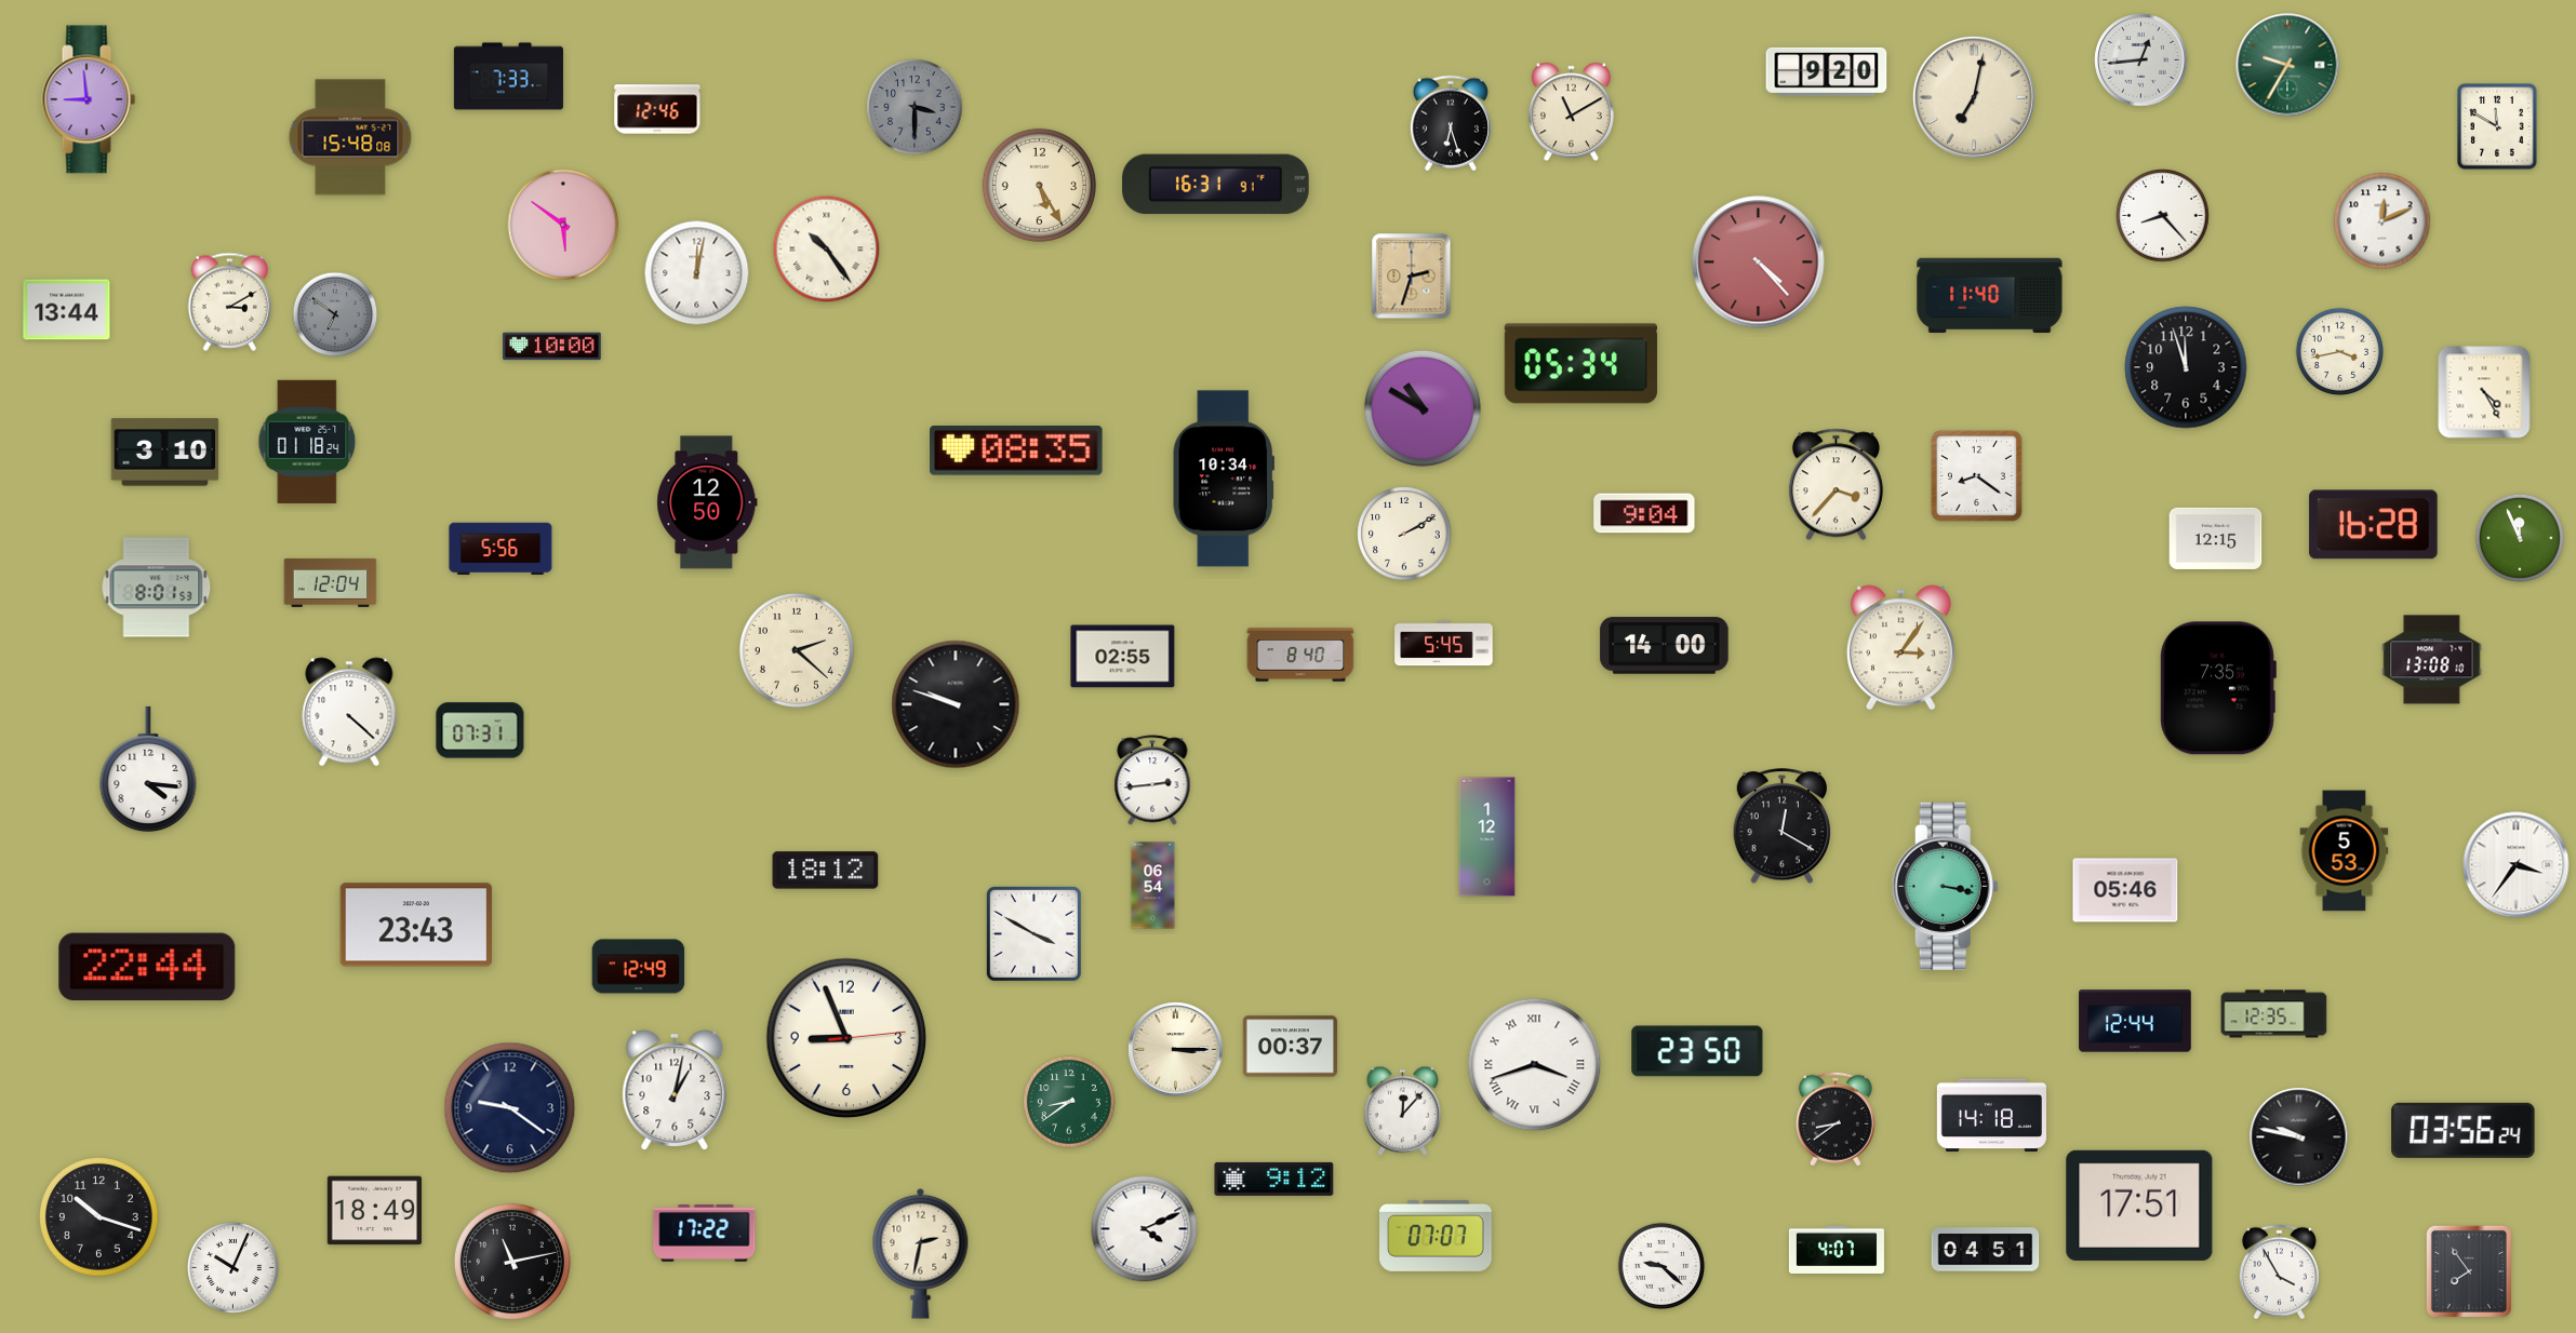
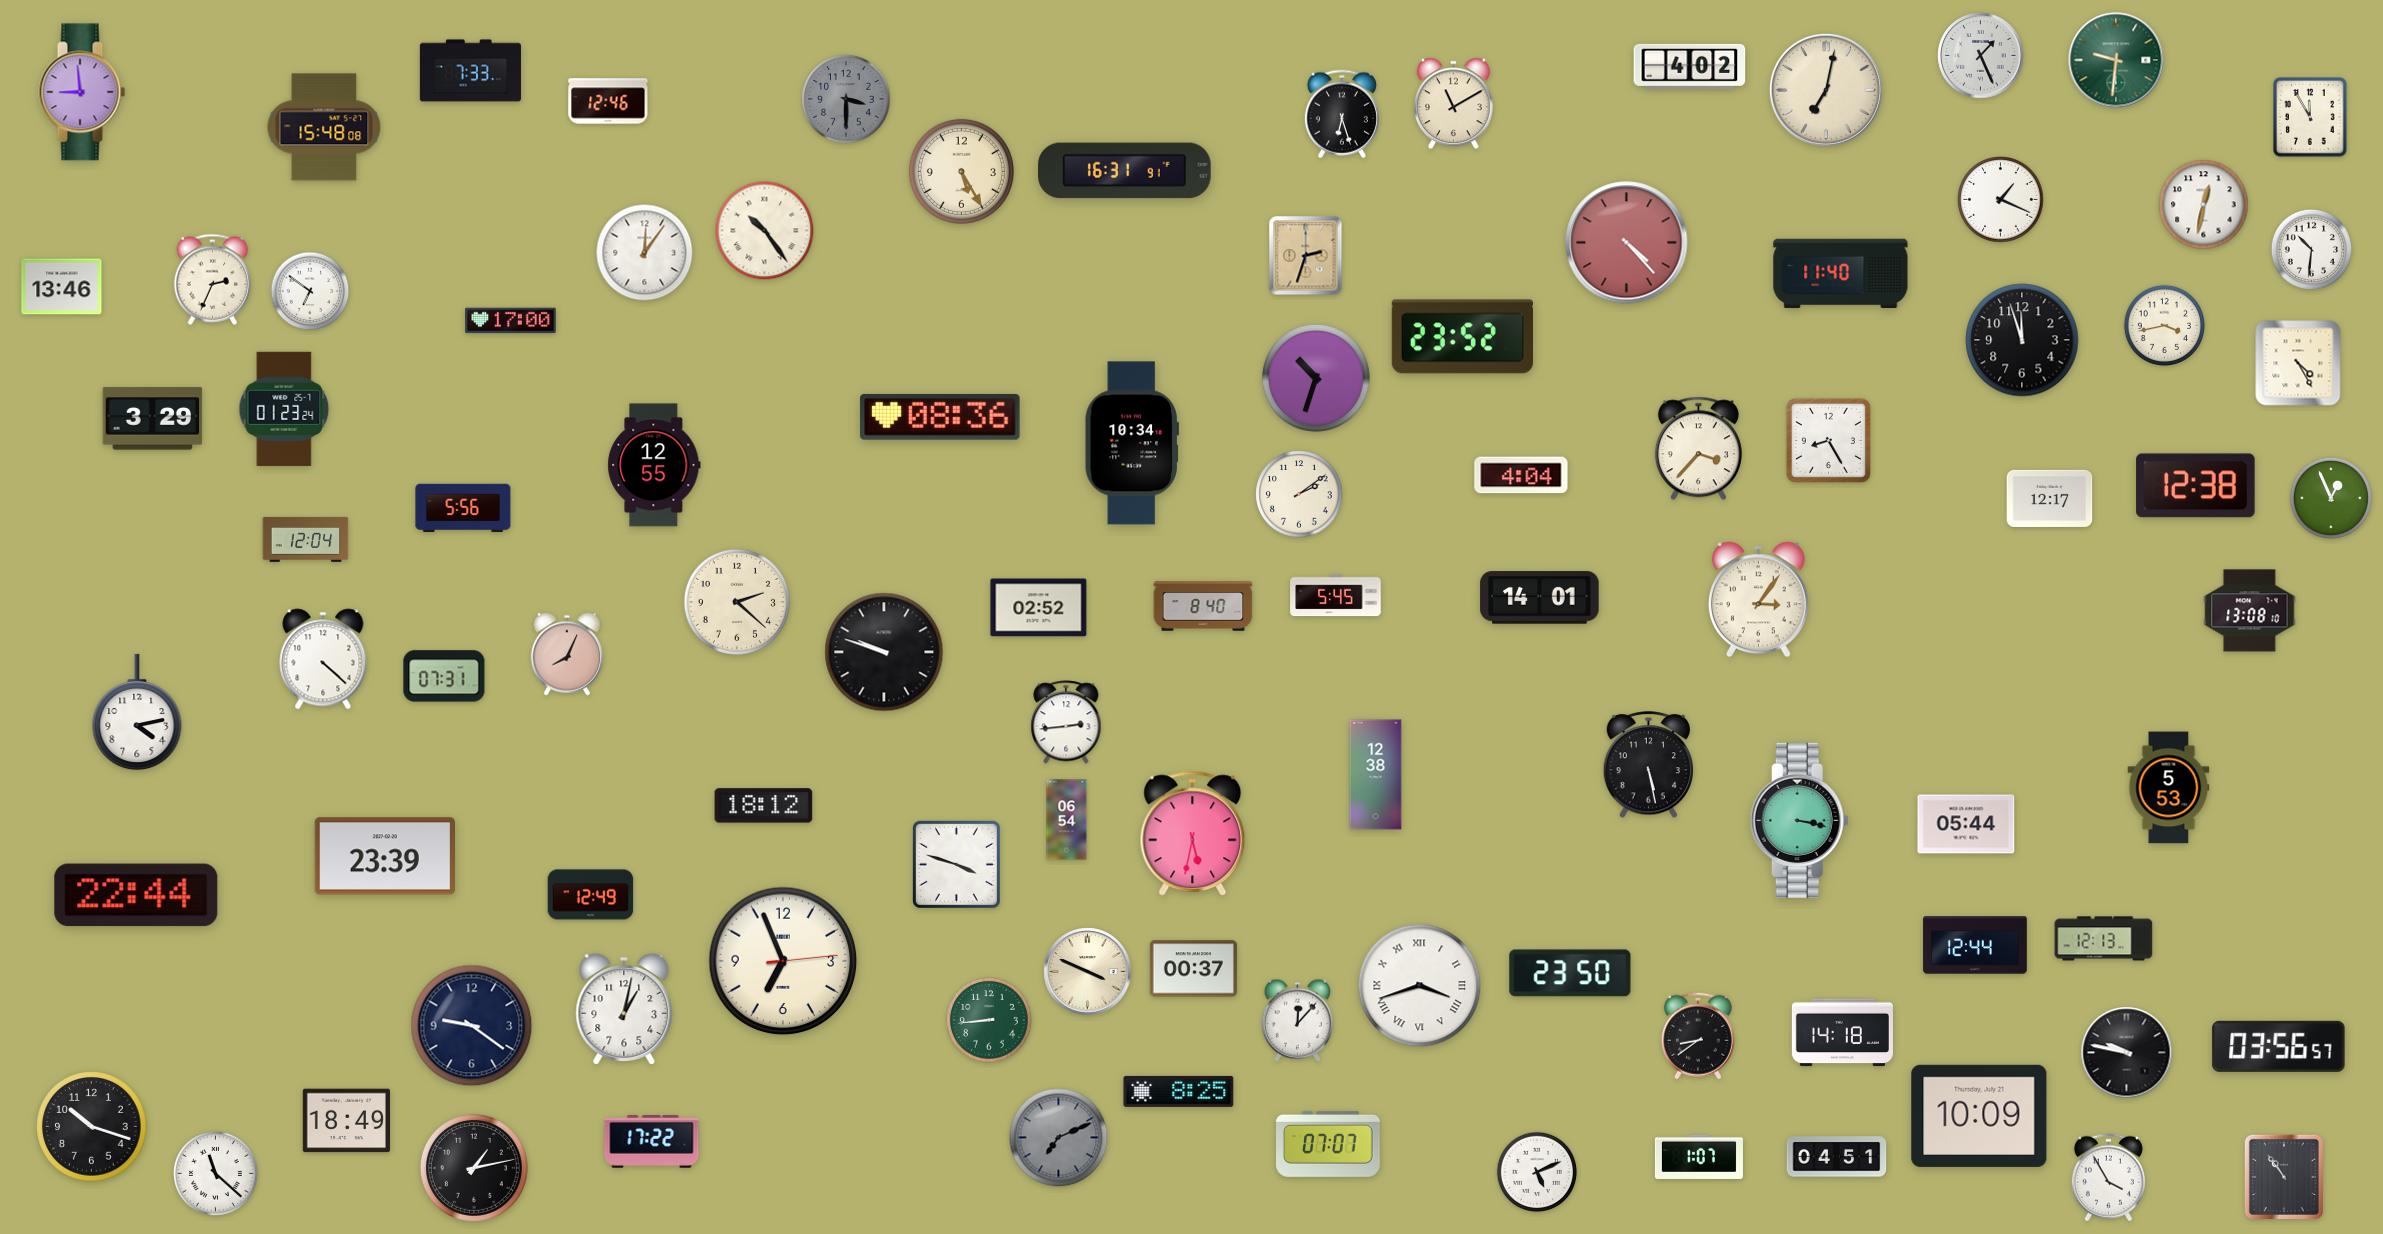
clock at (2141, 60): 12:44 -> 1:26
clock at (2287, 65): 9:35 -> 9:31
clock at (1827, 71): 9:20 -> 4:02
clock at (2497, 126): 11:50 -> 11:55
clock at (2163, 216): 8:23 -> 1:19
clock at (2383, 221): 12:11 -> 12:32
clock at (563, 225): 5:51 -> none
clock at (2311, 249): none -> 10:31
clock at (697, 273): 12:02 -> 12:06
clock at (230, 301): 3:10 -> 2:34
clock at (67, 310): 13:44 -> 13:46
clock at (335, 314) dial: grey -> white
clock at (552, 347): 10:00 -> 17:00
clock at (1580, 364): 05:34 -> 23:52
clock at (1423, 408): 10:50 -> 10:33
clock at (307, 442): 01:18 -> 01:23
clock at (1016, 450): 08:35 -> 08:36
clock at (165, 453): 3:10 -> 3:29
clock at (1976, 475): 8:21 -> 8:25
clock at (707, 502): 12:50 -> 12:55
clock at (1644, 513): 9:04 -> 4:04
clock at (2374, 525): 16:28 -> 12:38
clock at (1404, 534): 2:10 -> 2:09
clock at (2216, 538): 12:15 -> 12:17
clock at (2520, 538): 11:56 -> 12:56
clock at (157, 588): 8:01 -> none
clock at (1665, 646): 14:00 -> 14:01
clock at (1123, 657): 02:55 -> 02:52
clock at (2218, 688): 7:35 -> none
clock at (567, 654): none -> 8:04
clock at (148, 769): 4:16 -> 4:13
clock at (1783, 826): 12:20 -> 5:28
clock at (1487, 837): 1:12 -> 12:38
clock at (2517, 865): 3:36 -> none
clock at (2125, 890): 05:46 -> 05:44
clock at (1193, 834): none -> 5:32
clock at (416, 925): 23:43 -> 23:39
clock at (1033, 933): 3:50 -> 3:48
clock at (2274, 1014): 12:35 -> 12:13
clock at (846, 1038): 8:56 -> 6:56
clock at (1176, 1050): 3:15 -> 3:49
clock at (1070, 1103): 8:39 -> 8:44
clock at (1402, 1110) position: (1402, 1110) -> (1297, 1020)
clock at (2464, 1130): 03:56:24 -> 03:56:57
clock at (1274, 1179): 9:12 -> 8:25
clock at (2139, 1206): 17:51 -> 10:09
clock at (1145, 1229): 4:11 -> 7:11
clock at (1145, 1229) dial: white -> grey
clock at (1837, 1250): 4:07 -> 1:07
clock at (921, 1253): 2:32 -> none
clock at (512, 1262): 11:13 -> 1:13
clock at (1661, 1266): 9:22 -> 5:11
clock at (232, 1267): 10:04 -> 11:22
clock at (2469, 1271): 7:54 -> 10:54
